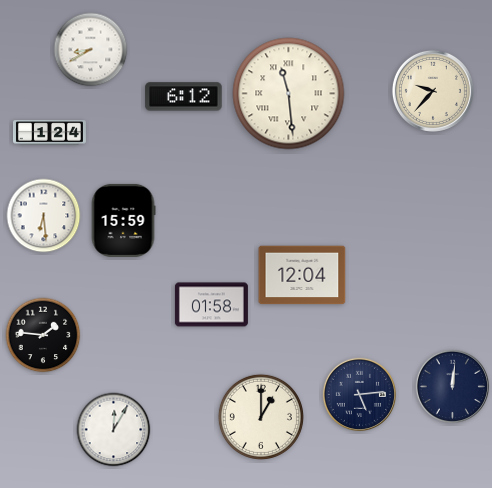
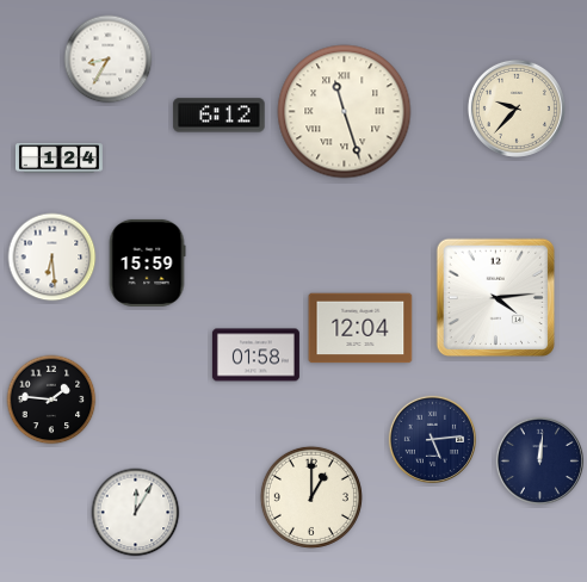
clock at (91, 50): 8:40 -> 8:35
clock at (289, 94): 11:29 -> 11:27
clock at (496, 298): none -> 4:14
clock at (211, 305) position: (211, 305) -> (255, 355)
clock at (359, 394) position: (359, 394) -> (432, 439)
